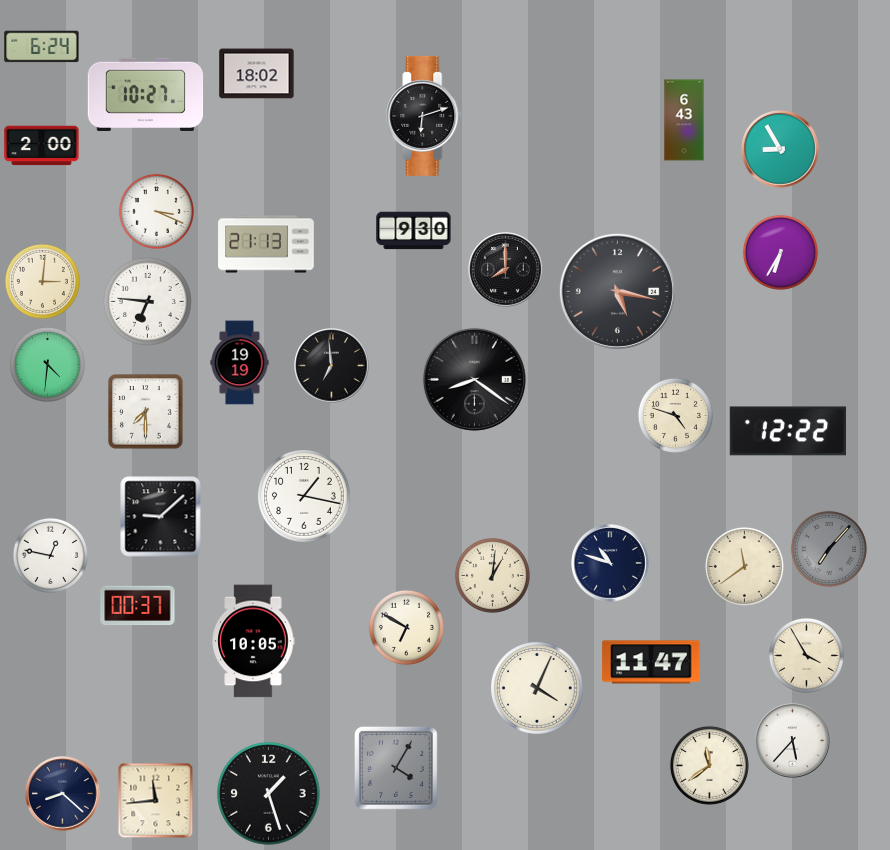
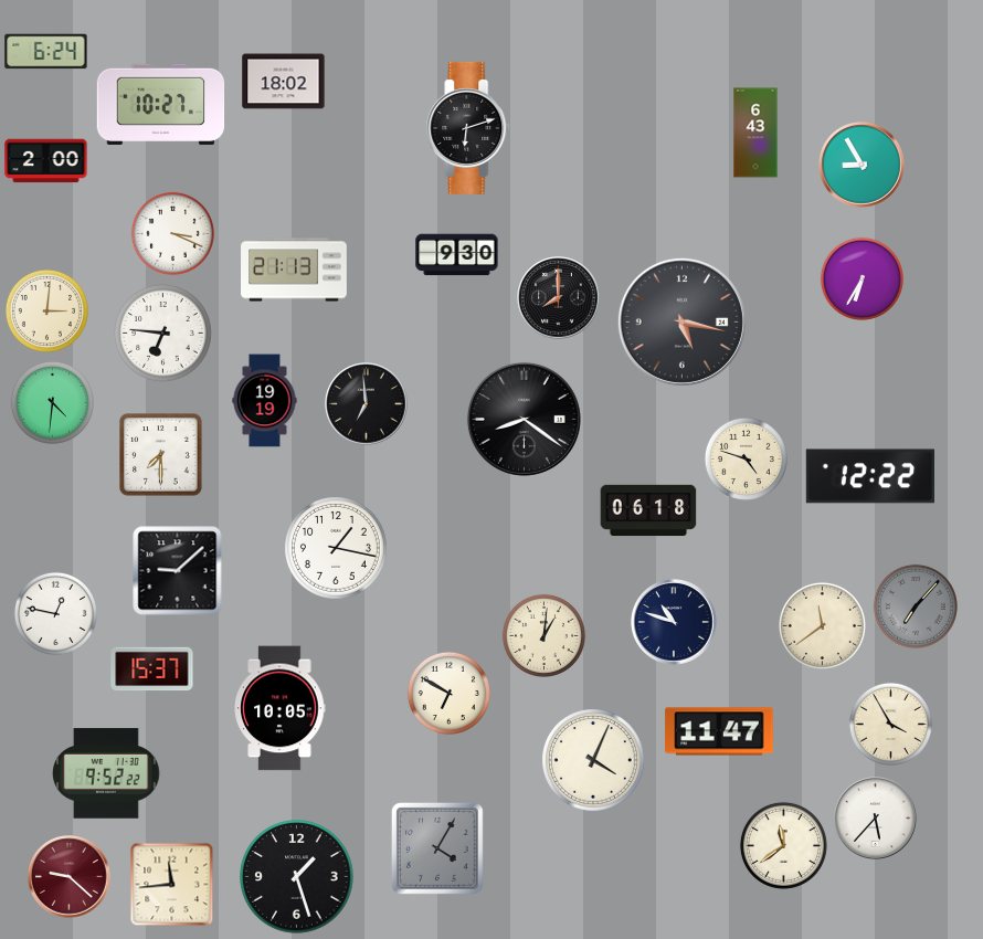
clock at (648, 510): none -> 06:18
clock at (138, 606): 00:37 -> 15:37
clock at (107, 773): none -> 9:52
clock at (63, 794): 8:22 -> 9:22
clock at (63, 794) dial: navy -> burgundy
